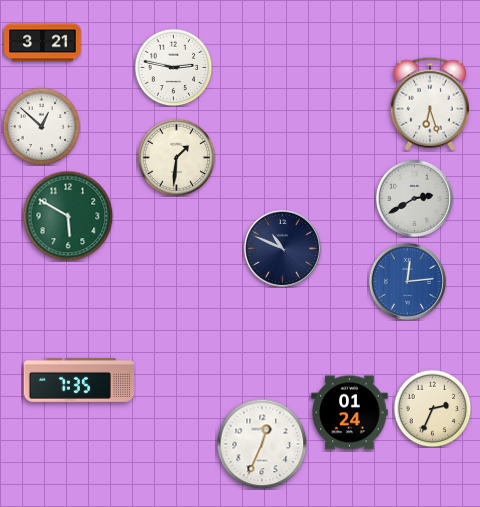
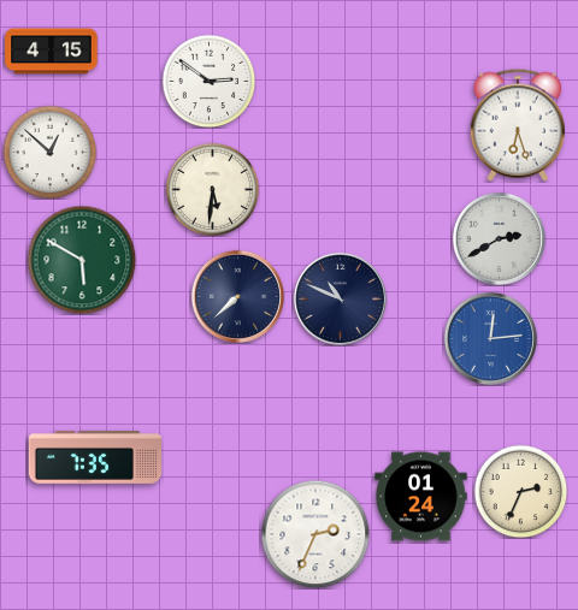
clock at (43, 43): 3:21 -> 4:15
clock at (173, 67): 2:47 -> 2:51
clock at (176, 157): 1:31 -> 5:31
clock at (237, 296): none -> 7:38
clock at (262, 444): 12:34 -> 2:34
